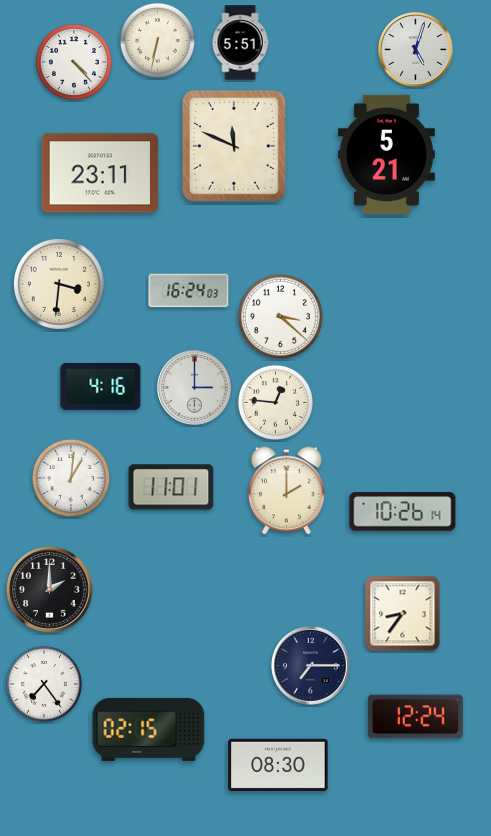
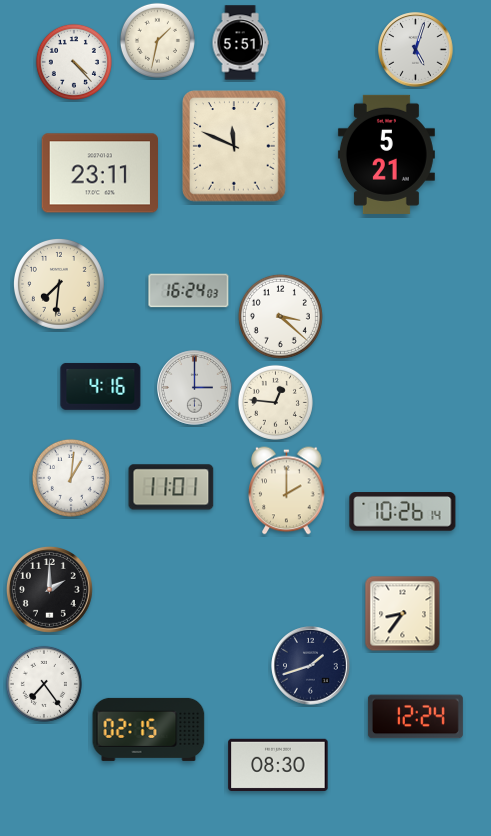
clock at (157, 40): 6:32 -> 1:32
clock at (59, 284): 3:31 -> 7:31
clock at (311, 666): 7:15 -> 1:42
